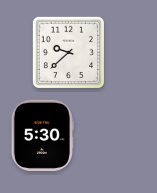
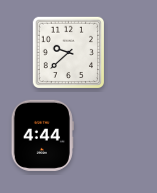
clock at (42, 135): 5:30 -> 4:44
